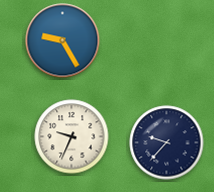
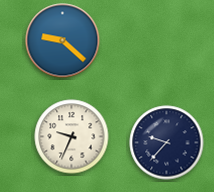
clock at (63, 41): 9:25 -> 9:22
